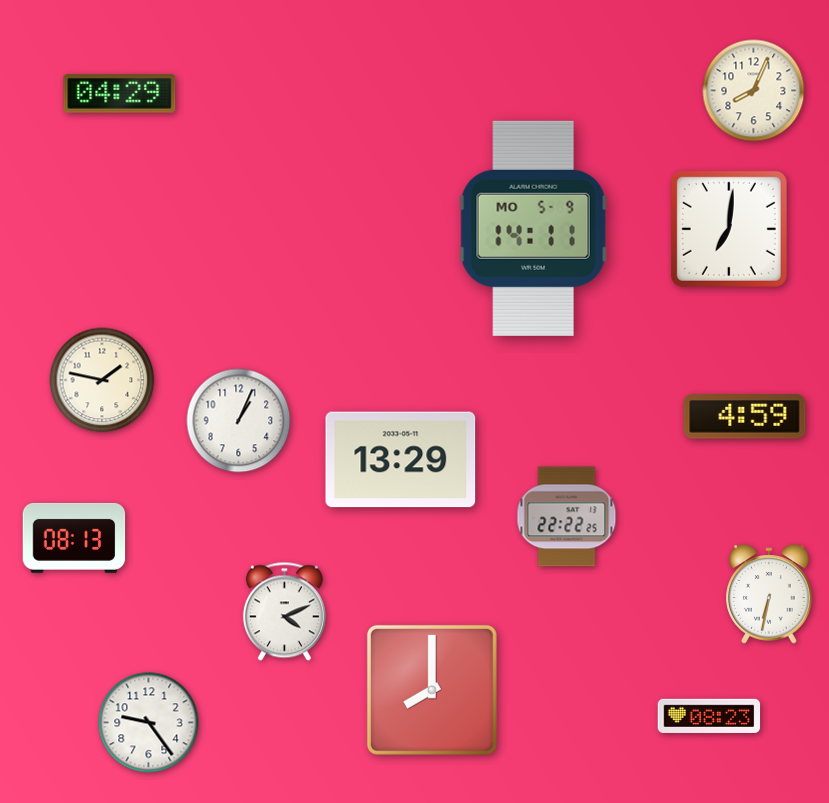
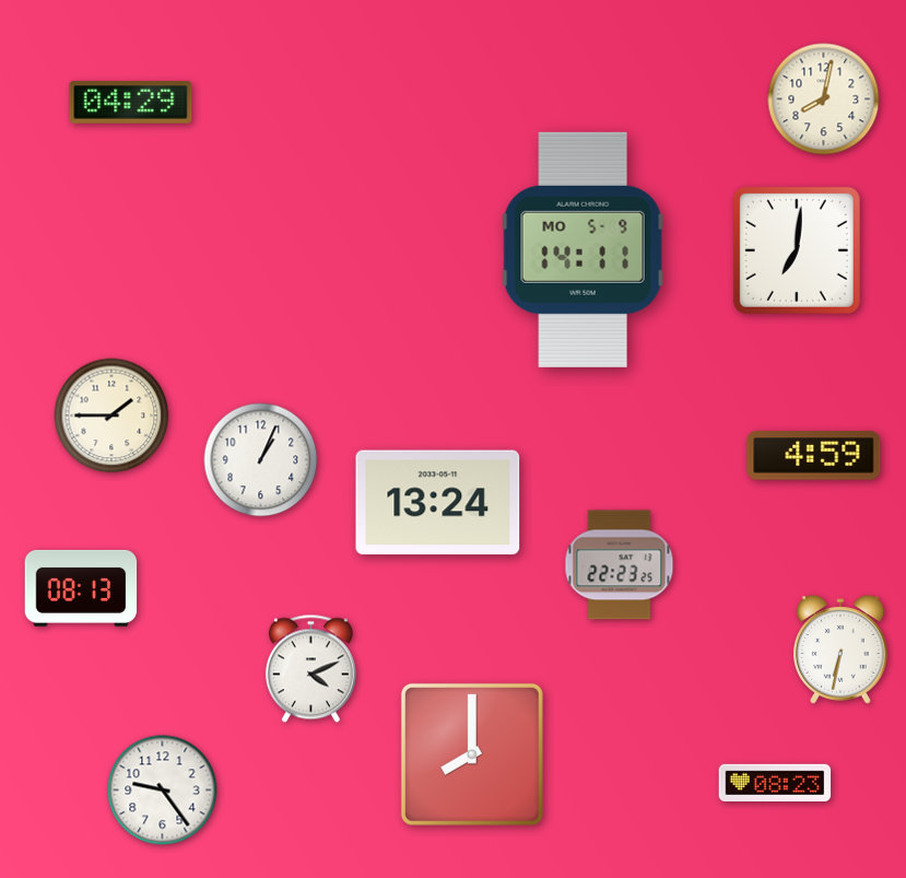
clock at (754, 91): 8:04 -> 8:02
clock at (102, 380): 1:47 -> 1:45
clock at (401, 460): 13:29 -> 13:24
clock at (567, 517): 22:22 -> 22:23
